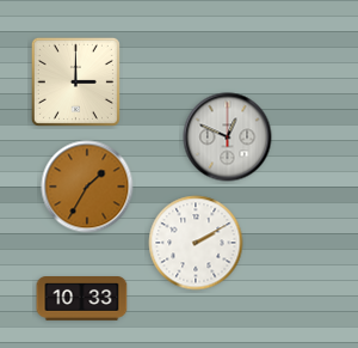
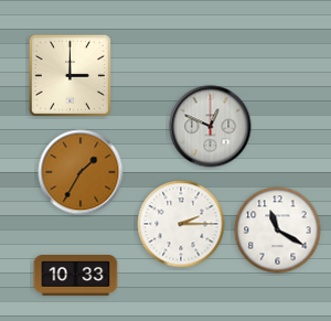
clock at (196, 243): 2:10 -> 2:15
clock at (278, 231): none -> 11:20
